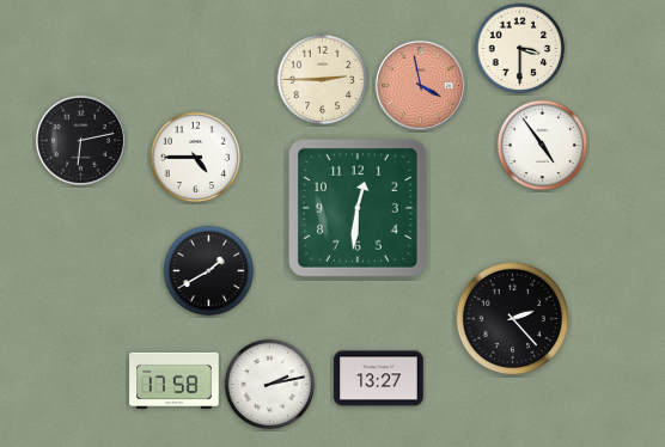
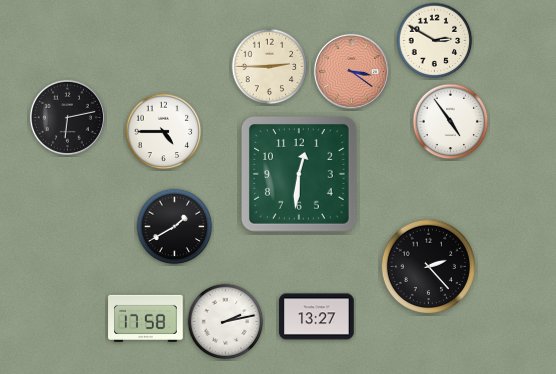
clock at (520, 49): 3:30 -> 2:50
clock at (420, 85): 3:58 -> 3:21
clock at (543, 146) position: (543, 146) -> (451, 122)
